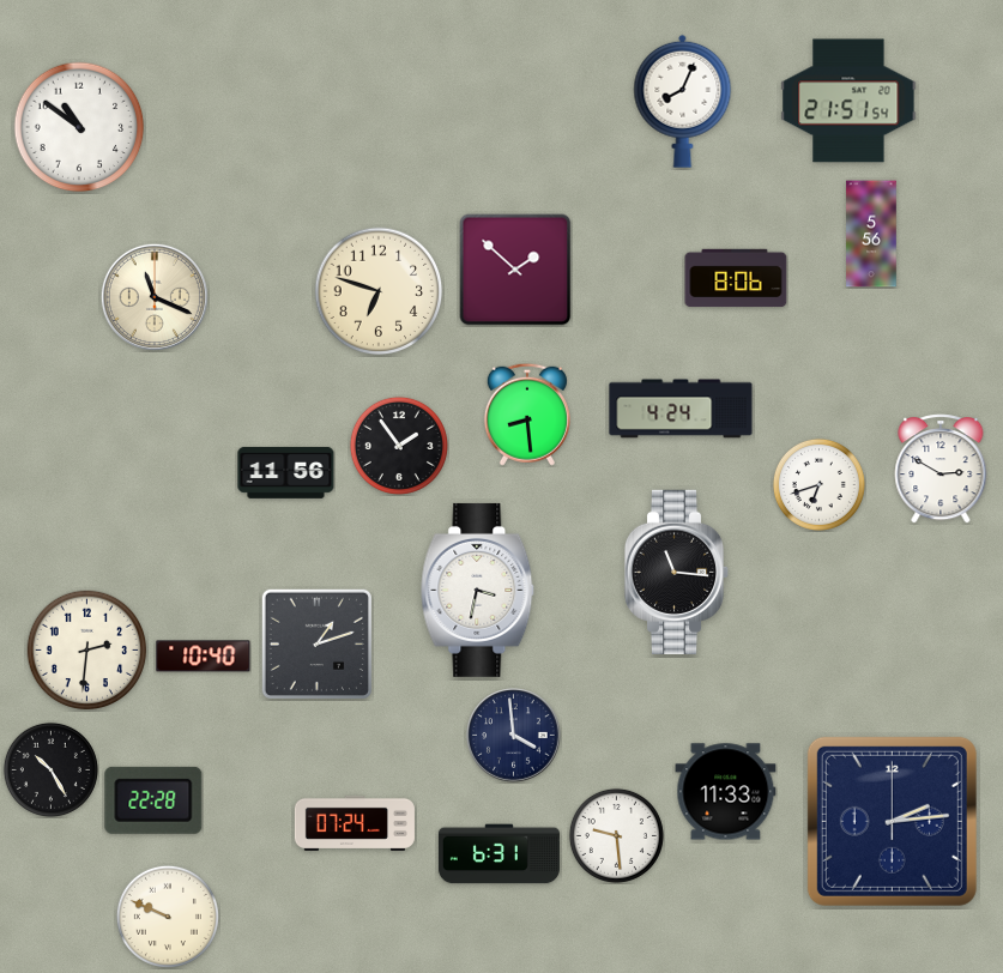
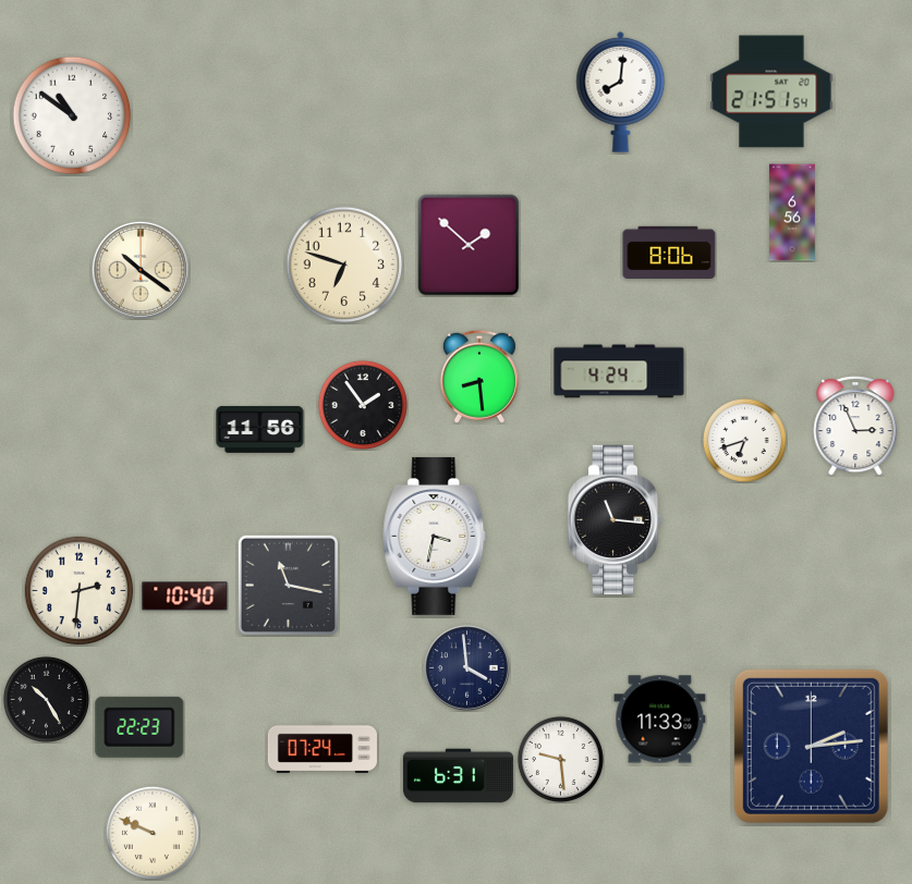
clock at (683, 101): 8:04 -> 8:01
clock at (871, 234): 5:56 -> 6:56
clock at (155, 297): 11:19 -> 10:21
clock at (941, 469): 2:50 -> 2:56
clock at (316, 643): 1:12 -> 11:17
clock at (153, 800): 22:28 -> 22:23
clock at (499, 854) position: (499, 854) -> (458, 776)
